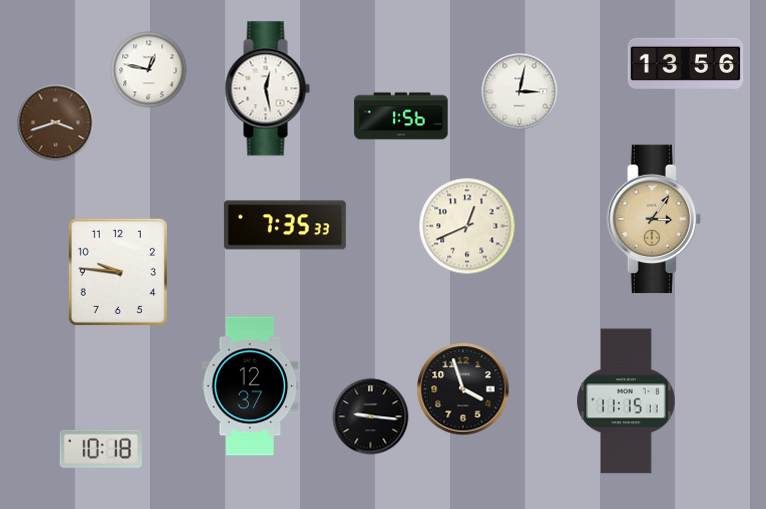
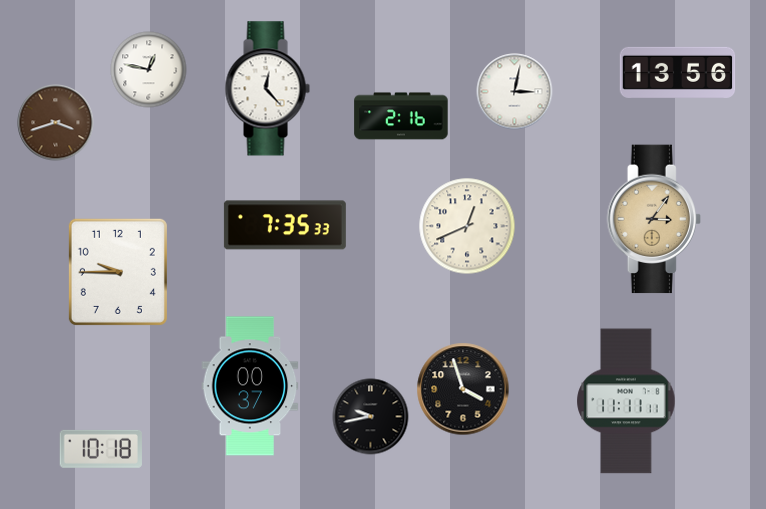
clock at (686, 63) position: (686, 63) -> (678, 72)
clock at (267, 89): 12:28 -> 12:23
clock at (520, 92) position: (520, 92) -> (515, 92)
clock at (401, 116): 1:56 -> 2:16
clock at (118, 272): 9:46 -> 9:45
clock at (250, 386): 12:37 -> 00:37
clock at (626, 401): 11:15 -> 11:11
clock at (371, 417): 9:16 -> 9:43
